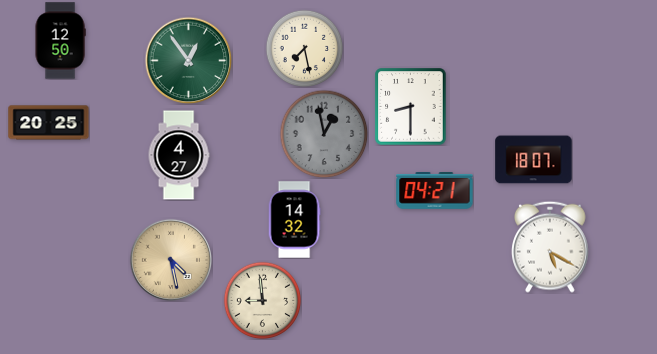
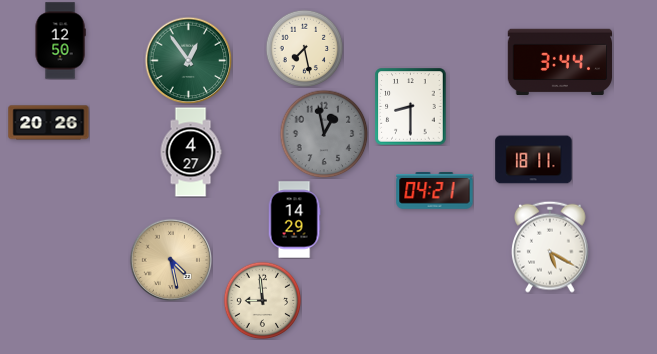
clock at (559, 61): none -> 3:44
clock at (49, 123): 20:25 -> 20:26
clock at (179, 155) position: (179, 155) -> (191, 152)
clock at (534, 160): 18:07 -> 18:11
clock at (294, 220): 14:32 -> 14:29
